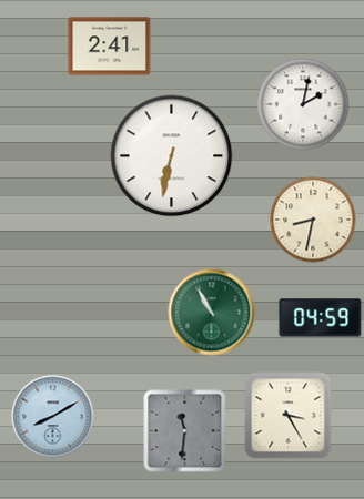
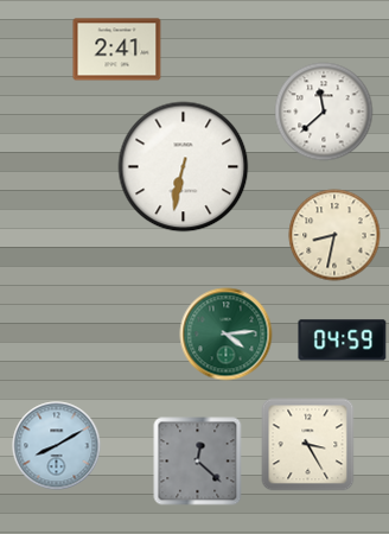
clock at (303, 104): 2:02 -> 11:38
clock at (212, 313): 10:55 -> 4:14
clock at (185, 431): 11:31 -> 12:22
